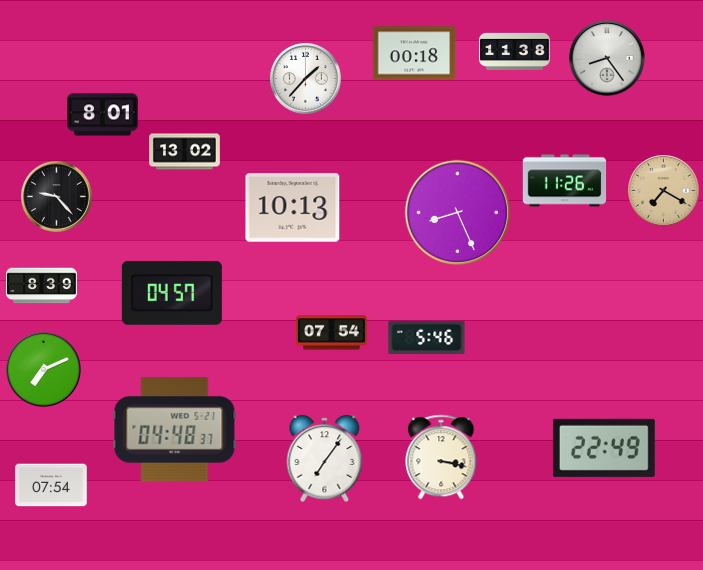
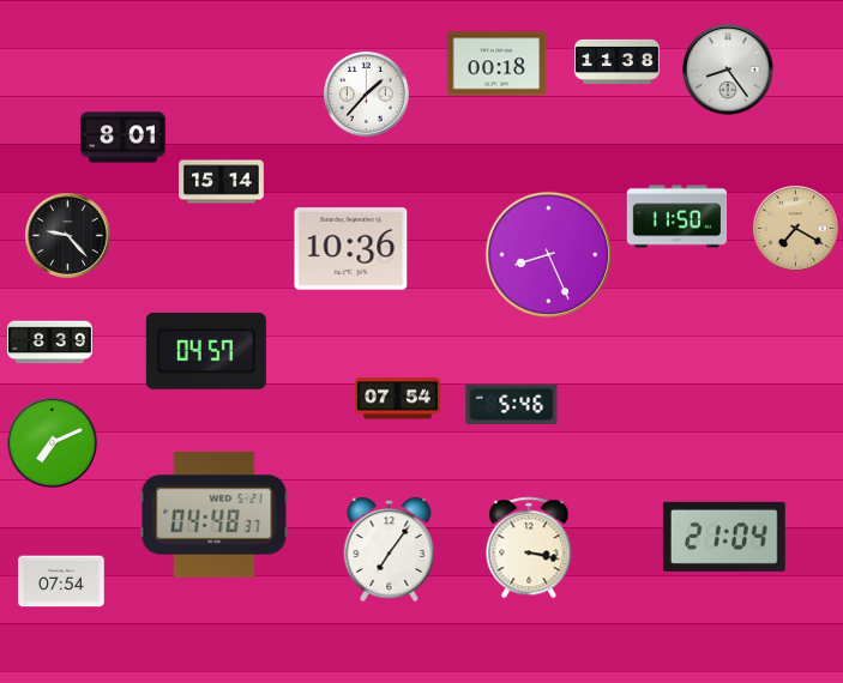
clock at (185, 152): 13:02 -> 15:14
clock at (565, 181): 11:26 -> 11:50
clock at (293, 208): 10:13 -> 10:36
clock at (175, 429) position: (175, 429) -> (215, 514)
clock at (604, 448): 22:49 -> 21:04
